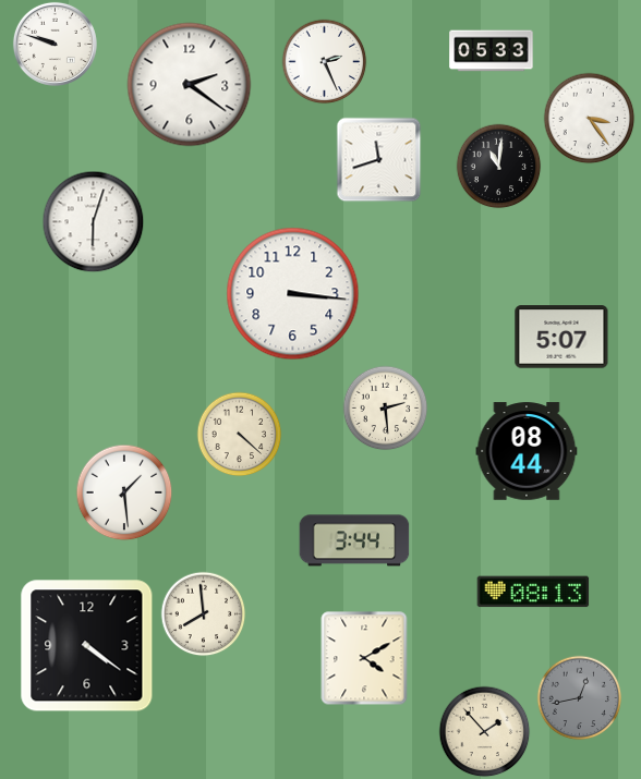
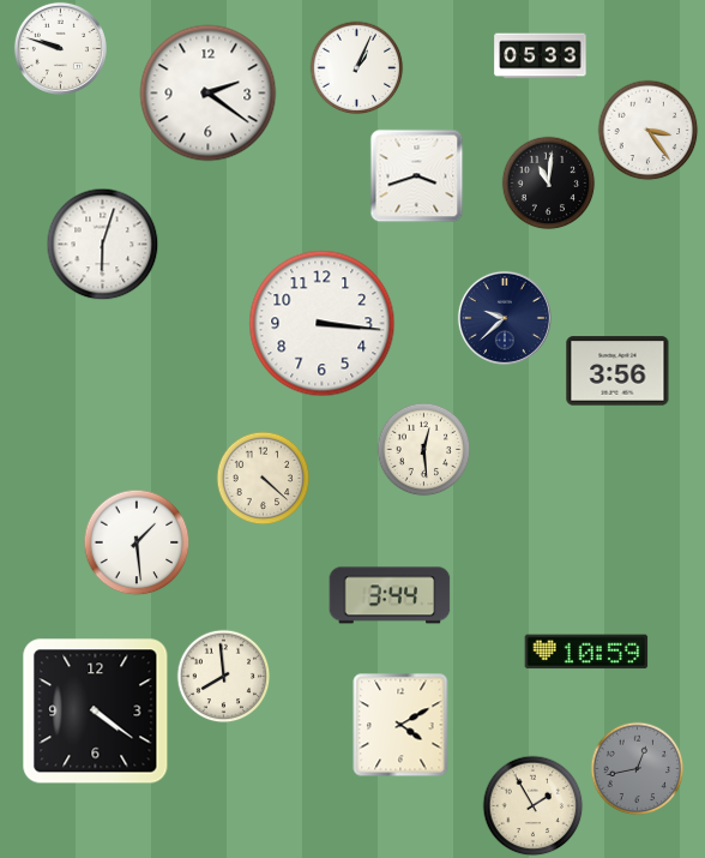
clock at (324, 61): 2:26 -> 1:04
clock at (378, 159): 11:42 -> 3:42
clock at (505, 318): none -> 9:38
clock at (561, 337): 5:07 -> 3:56
clock at (385, 407): 2:29 -> 12:29
clock at (527, 451): 08:44 -> none
clock at (533, 592): 08:13 -> 10:59
clock at (484, 731): 1:53 -> 1:55
